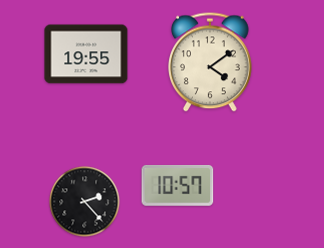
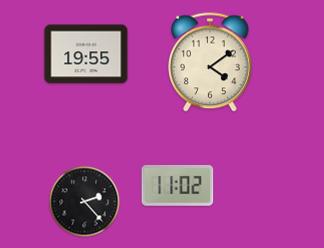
clock at (178, 185): 10:57 -> 11:02
